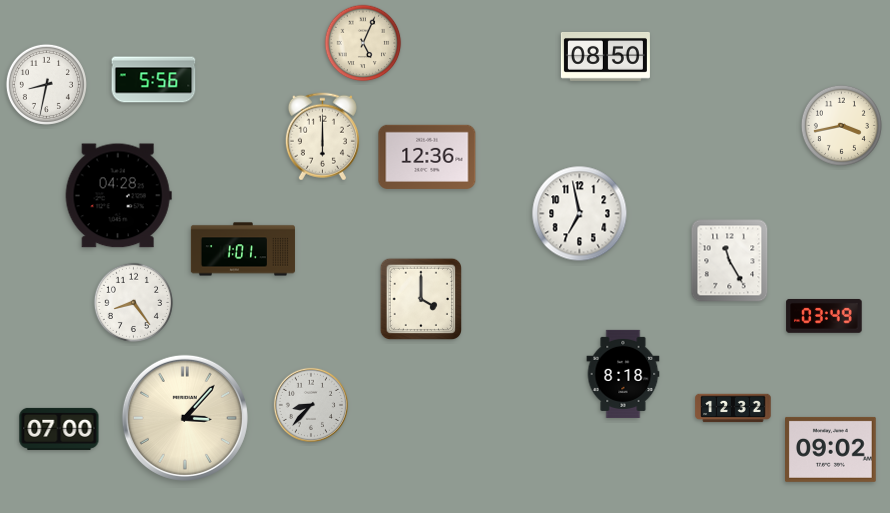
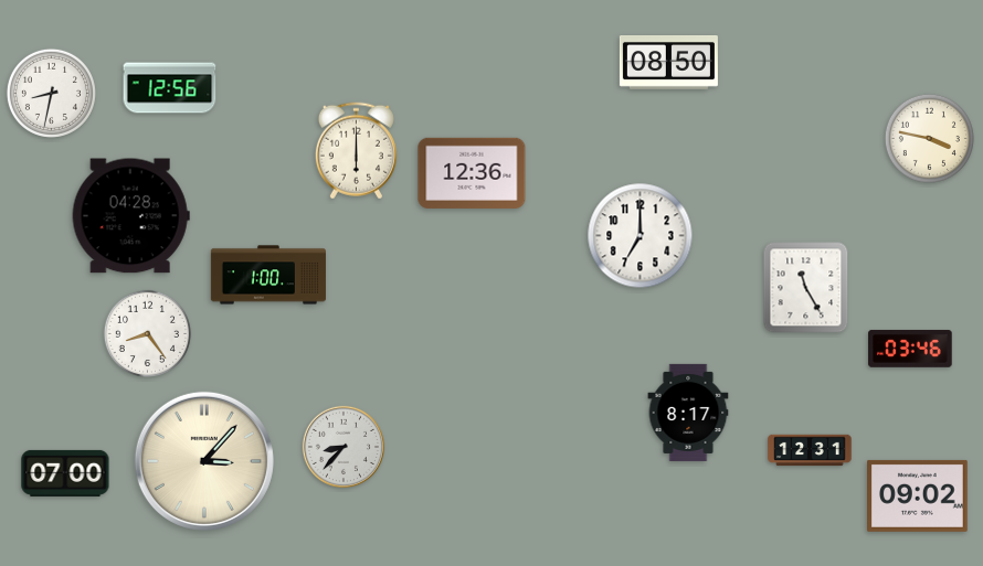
clock at (363, 43): 5:04 -> none
clock at (154, 80): 5:56 -> 12:56
clock at (841, 125): 3:43 -> 3:47
clock at (580, 214): 6:58 -> 7:00
clock at (243, 249): 1:01 -> 1:00
clock at (421, 299): 4:00 -> none
clock at (824, 316): 03:49 -> 03:46
clock at (623, 374): 8:18 -> 8:17
clock at (733, 408): 12:32 -> 12:31
